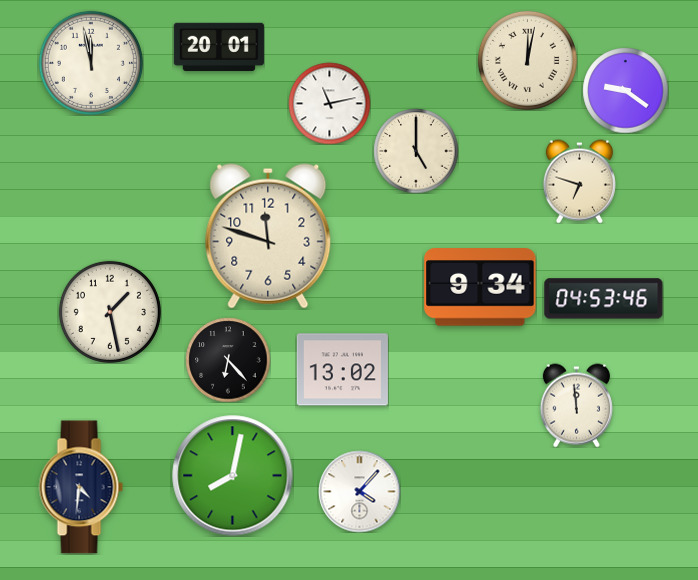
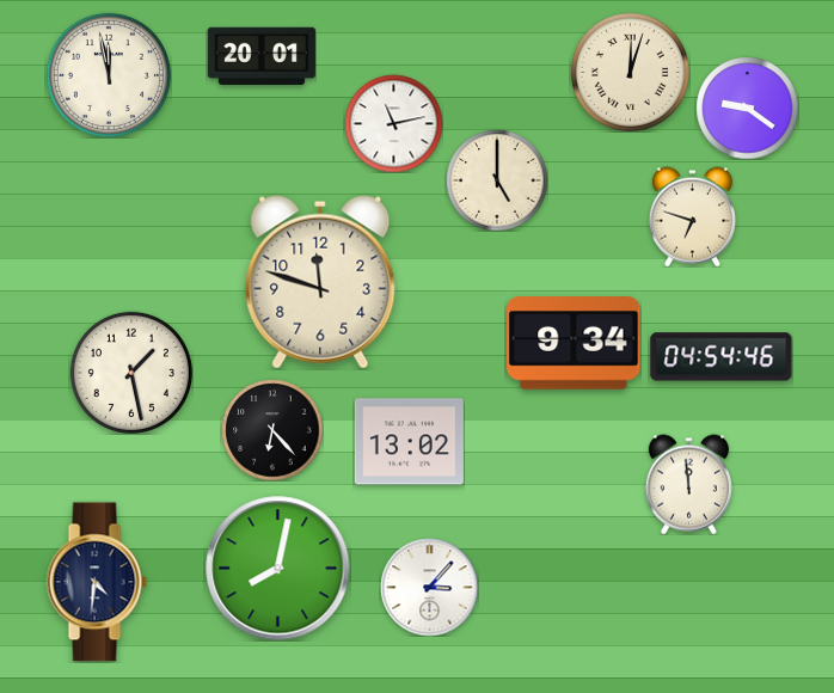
clock at (527, 60): 12:02 -> 12:03
clock at (604, 299): 04:53 -> 04:54
clock at (359, 491): 4:07 -> 3:07
